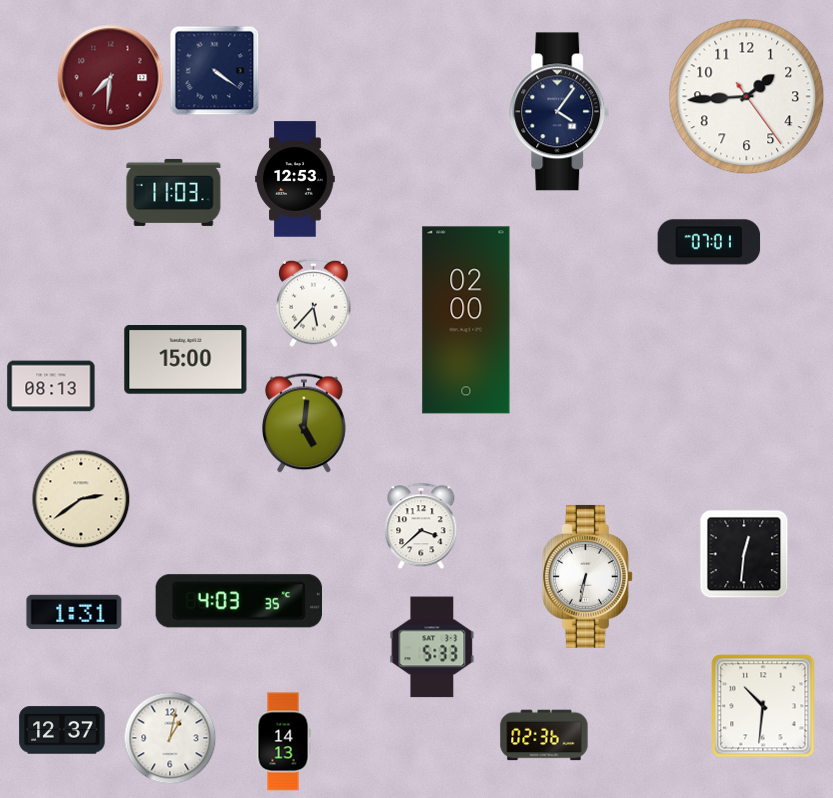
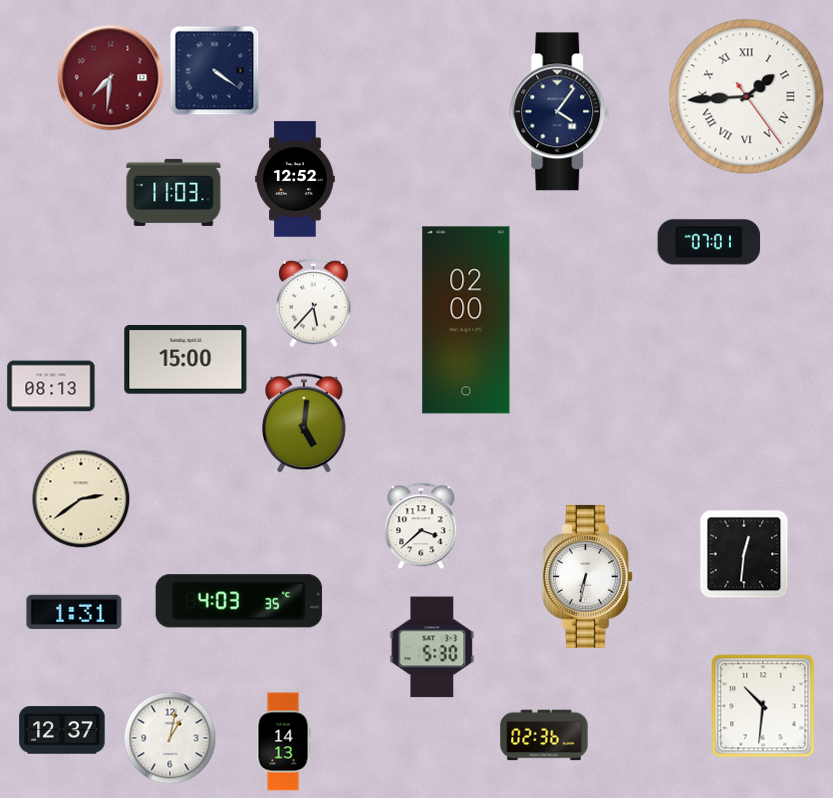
clock at (747, 97) numerals: Arabic -> Roman
clock at (295, 179): 12:53 -> 12:52
clock at (432, 647): 5:33 -> 5:30
